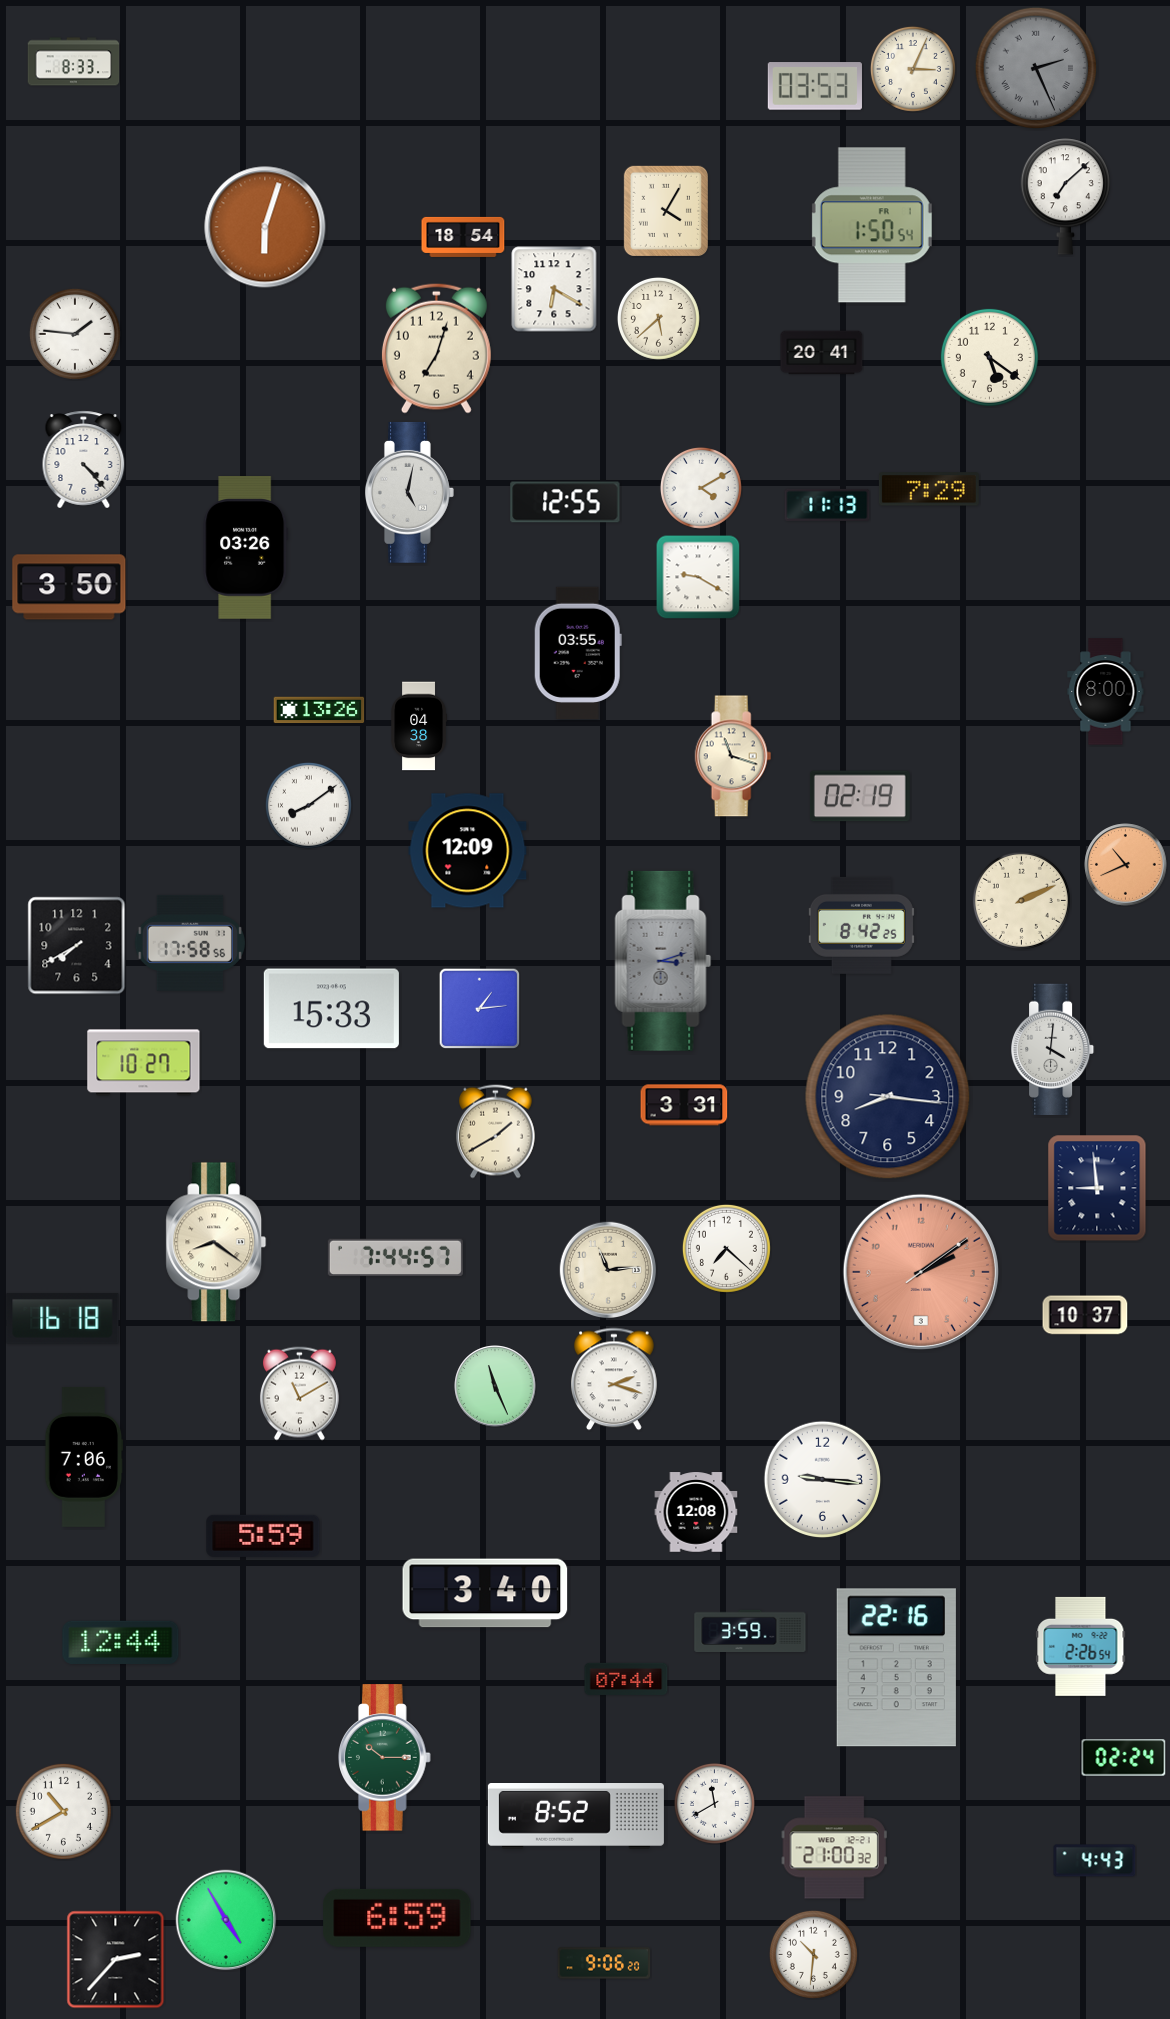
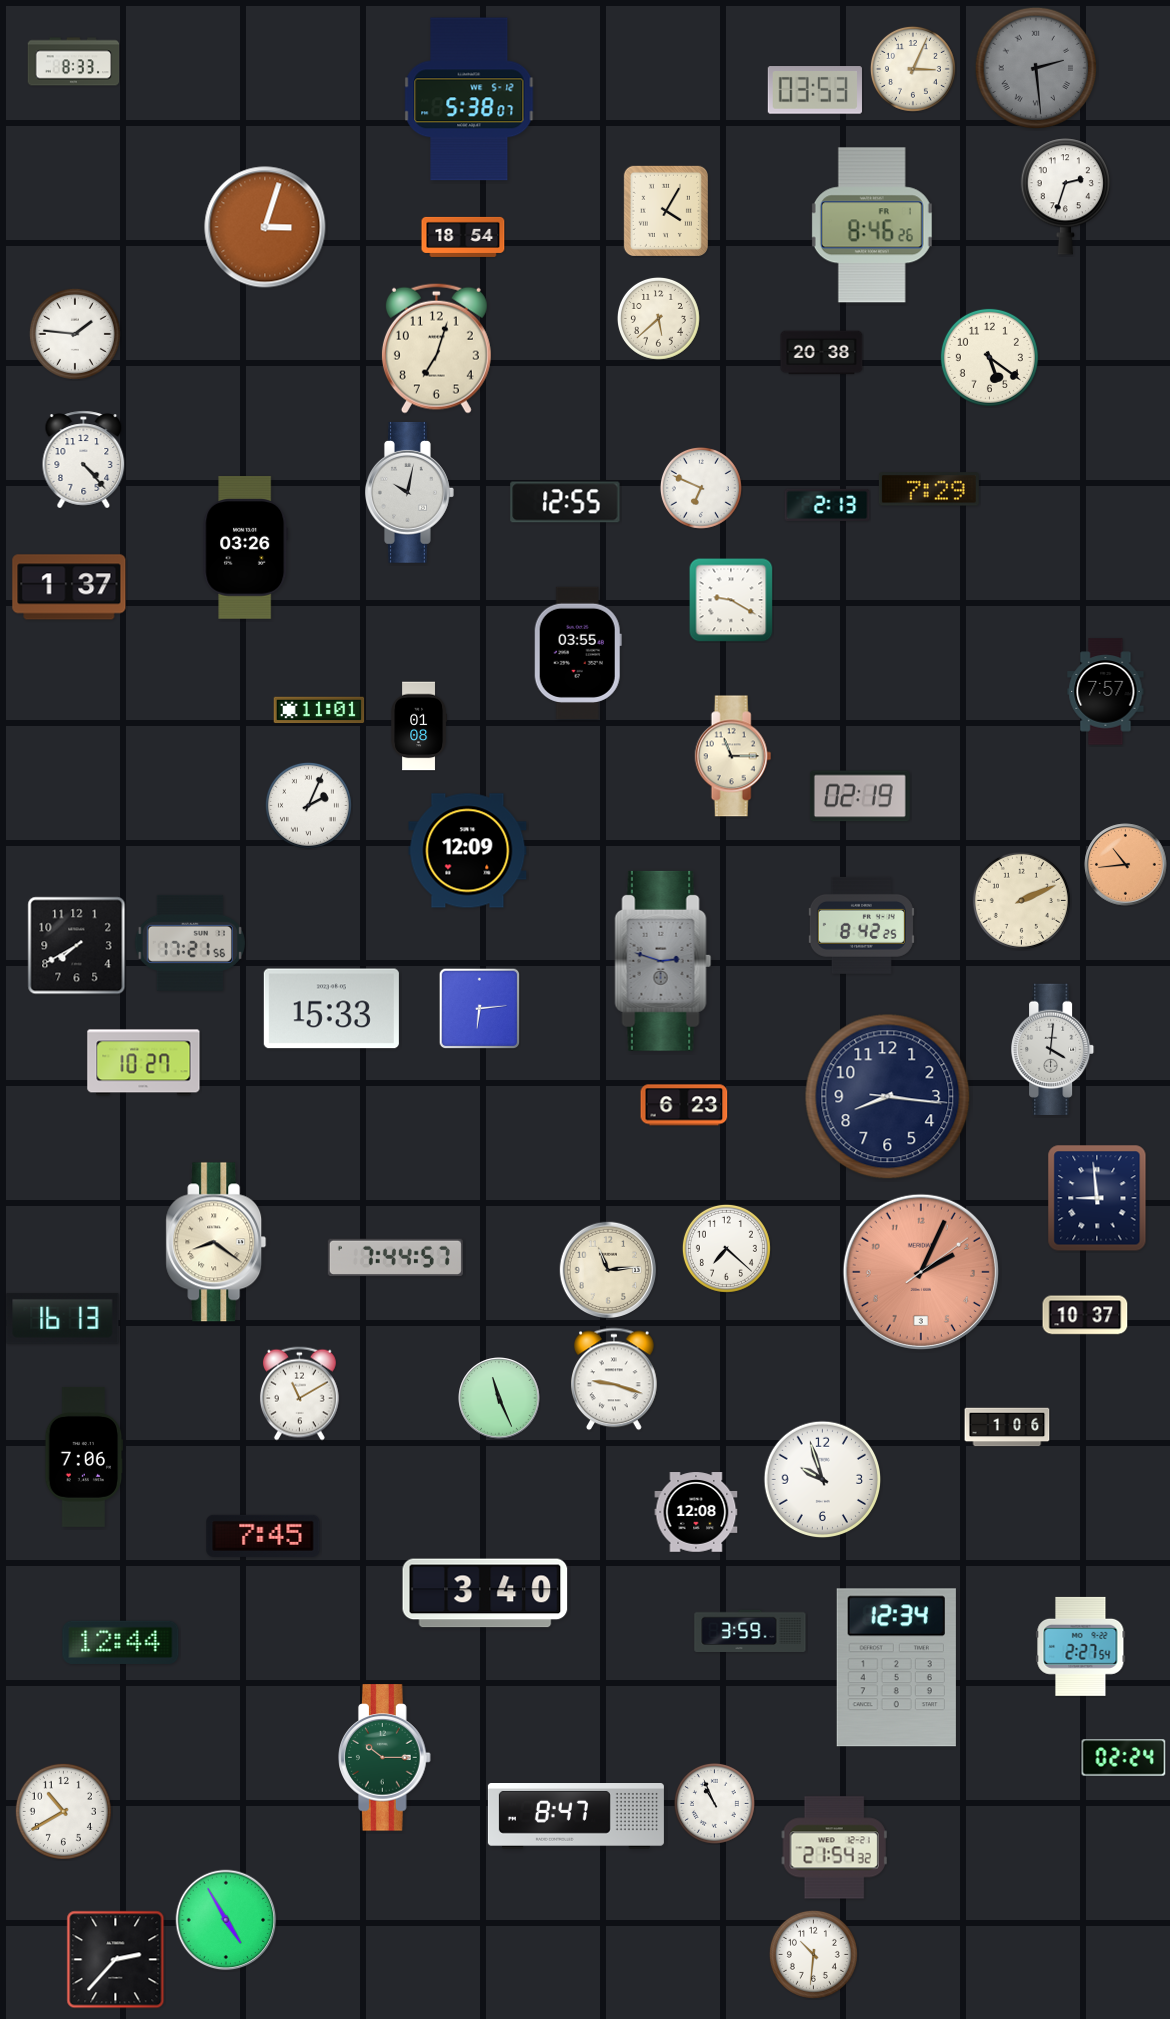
clock at (1036, 68): 2:26 -> 2:29
clock at (815, 86) position: (815, 86) -> (815, 90)
clock at (469, 99): none -> 5:38
clock at (1065, 197): 7:08 -> 2:33
clock at (872, 225): 1:50 -> 8:46
clock at (265, 227): 6:03 -> 3:03
clock at (554, 289): 6:20 -> none
clock at (822, 353): 20:41 -> 20:38
clock at (701, 488): 4:10 -> 6:49
clock at (410, 492): 5:02 -> 10:02
clock at (827, 505): 11:13 -> 2:13
clock at (698, 577) position: (698, 577) -> (731, 600)
clock at (69, 587): 3:50 -> 1:37
clock at (1106, 692): 8:00 -> 7:57
clock at (319, 710): 13:26 -> 11:01
clock at (419, 726): 04:38 -> 01:08
clock at (733, 756): 11:18 -> 11:15
clock at (308, 805): 8:09 -> 2:04
clock at (1126, 865): 10:41 -> 10:44
clock at (190, 943): 17:58 -> 17:21
clock at (663, 961): 3:12 -> 2:48
clock at (479, 1008): 1:14 -> 6:14
clock at (684, 1105): 3:31 -> 6:23
clock at (495, 1132): 1:40 -> none
clock at (1097, 1188) position: (1097, 1188) -> (1097, 1198)
clock at (921, 1272): 2:09 -> 2:04
clock at (63, 1318): 16:18 -> 16:13
clock at (615, 1379): 2:18 -> 9:18
clock at (495, 1386) position: (495, 1386) -> (499, 1398)
clock at (1007, 1427): none -> 1:06
clock at (823, 1480): 9:16 -> 9:57
clock at (263, 1536): 5:59 -> 7:45
clock at (1081, 1646): 2:26 -> 2:27
clock at (896, 1668): 22:16 -> 12:34
clock at (626, 1679): 07:44 -> none
clock at (714, 1803): 11:40 -> 10:56
clock at (576, 1817): 8:52 -> 8:47
clock at (834, 1848): 21:00 -> 21:54
clock at (1095, 1861): 4:43 -> none
clock at (397, 1918): 6:59 -> none
clock at (604, 1963): 9:06 -> none
